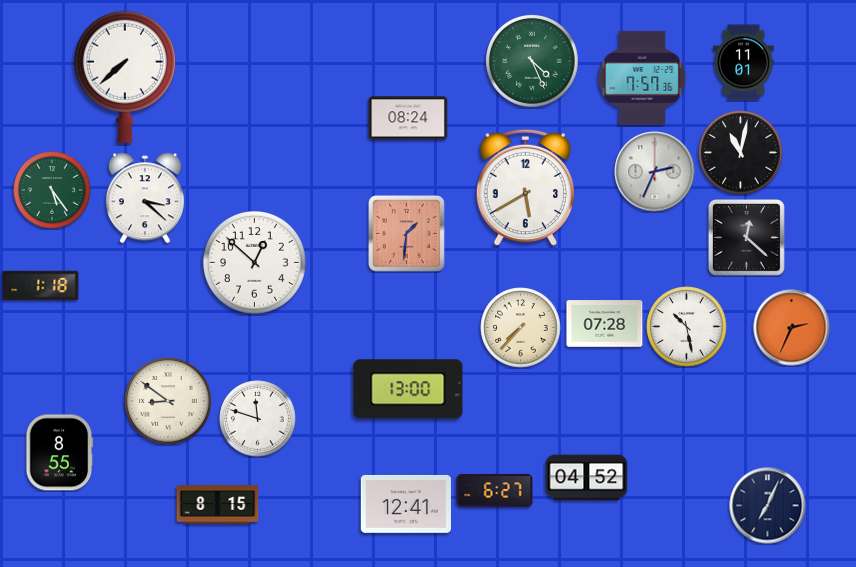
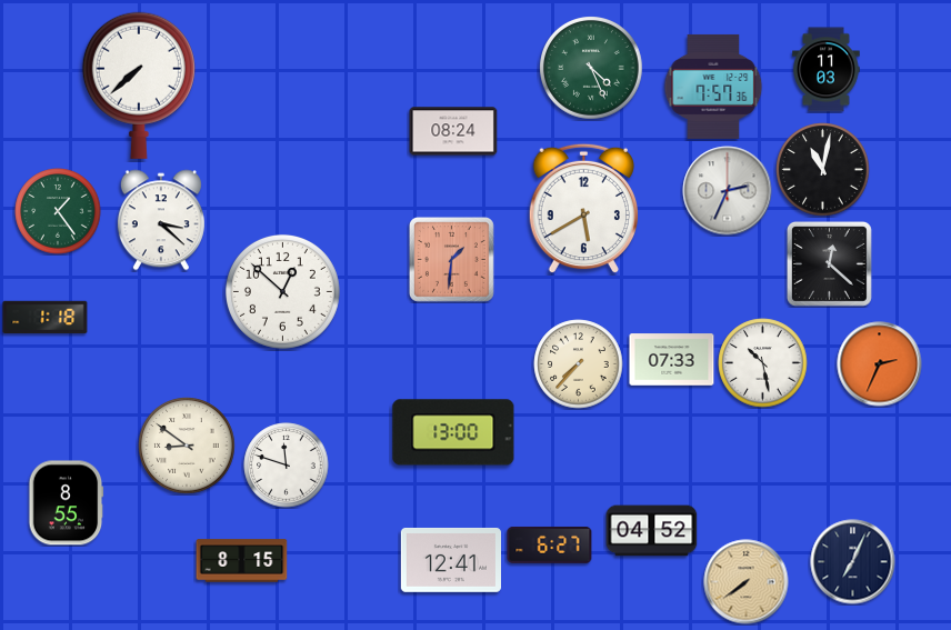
clock at (744, 63): 11:01 -> 11:03
clock at (52, 190): 5:24 -> 1:24
clock at (605, 324): 07:28 -> 07:33
clock at (747, 582): none -> 7:39
